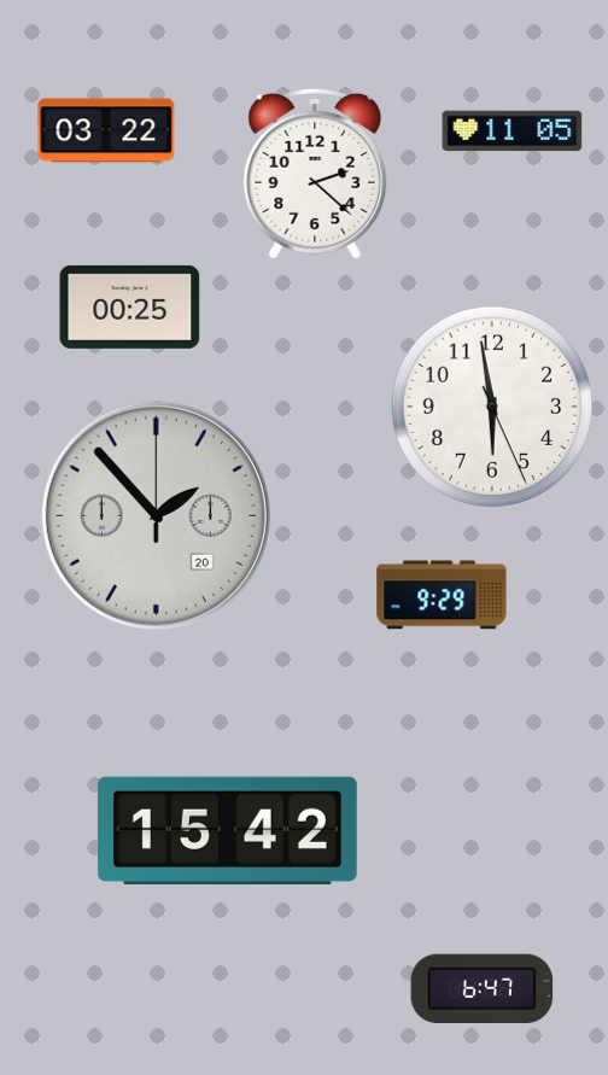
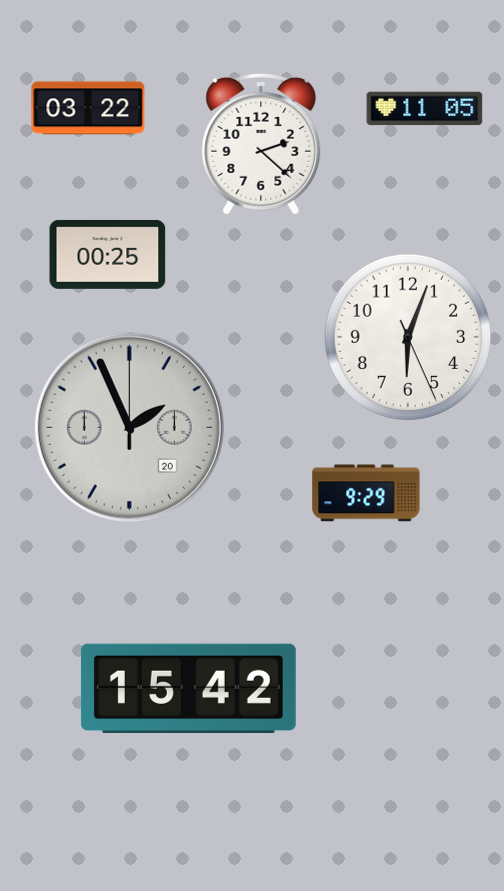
clock at (492, 407): 5:58 -> 6:03
clock at (156, 515): 1:53 -> 1:56
clock at (483, 989): 6:47 -> none
